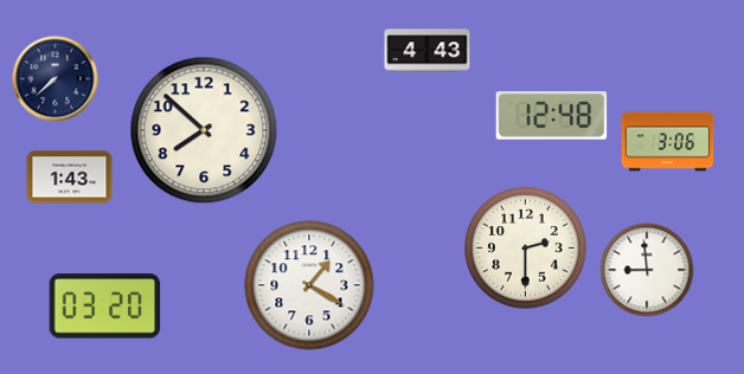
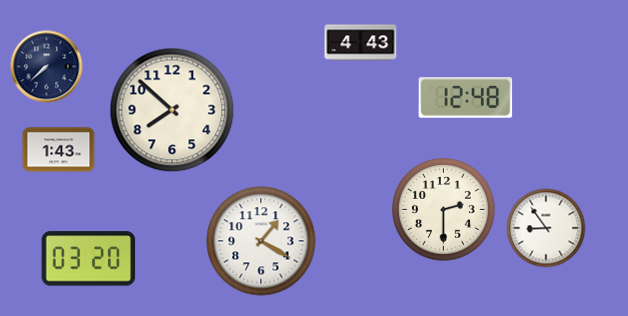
clock at (668, 142): 3:06 -> none
clock at (647, 270): 8:59 -> 8:54
